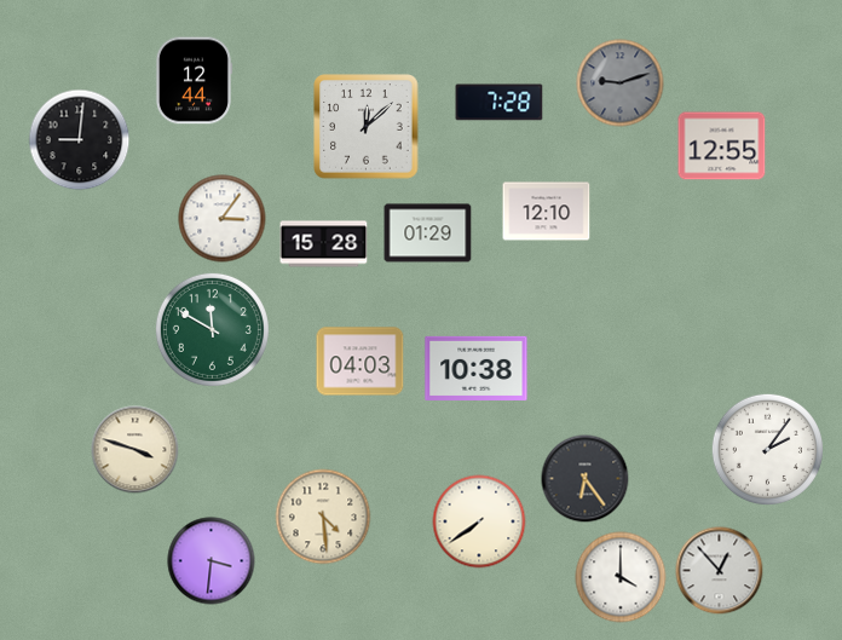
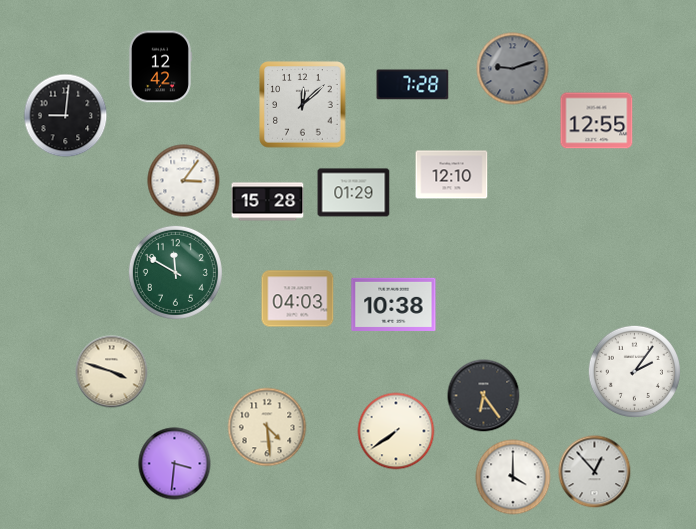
clock at (194, 81): 12:44 -> 12:42
